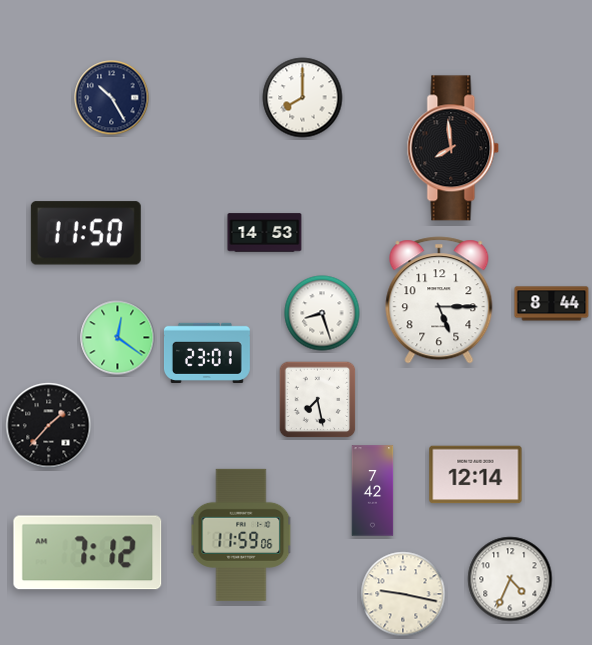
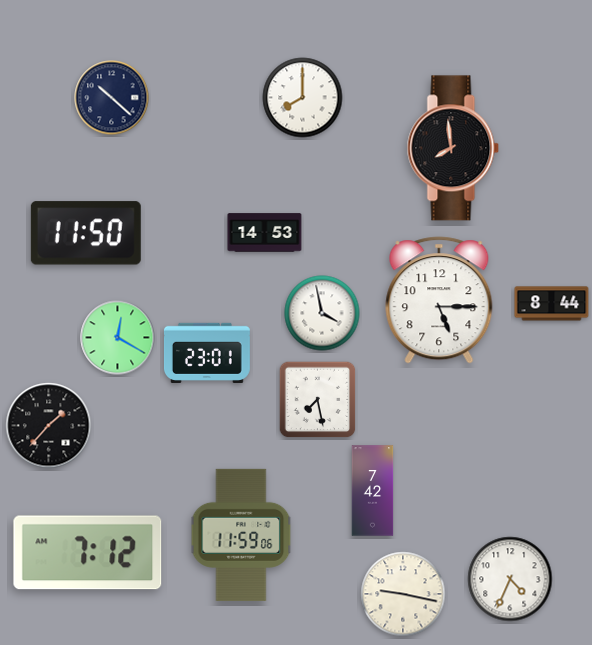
clock at (112, 98): 10:25 -> 10:22
clock at (322, 313): 8:27 -> 3:58
clock at (118, 338): 12:21 -> 12:20
clock at (476, 475): 12:14 -> none
